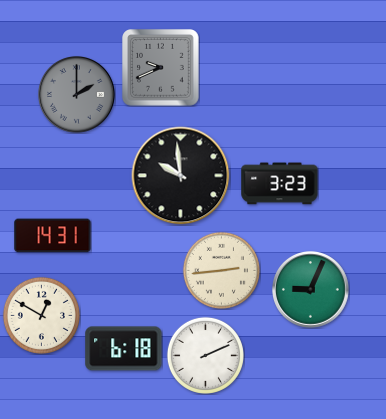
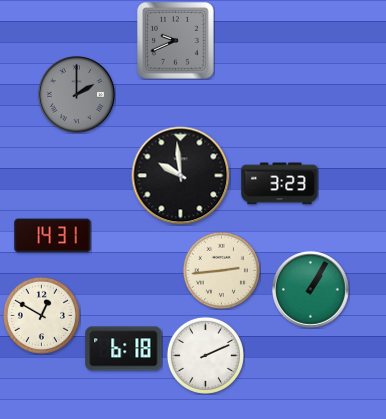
clock at (161, 68) position: (161, 68) -> (176, 41)
clock at (311, 290): 9:04 -> 1:05
